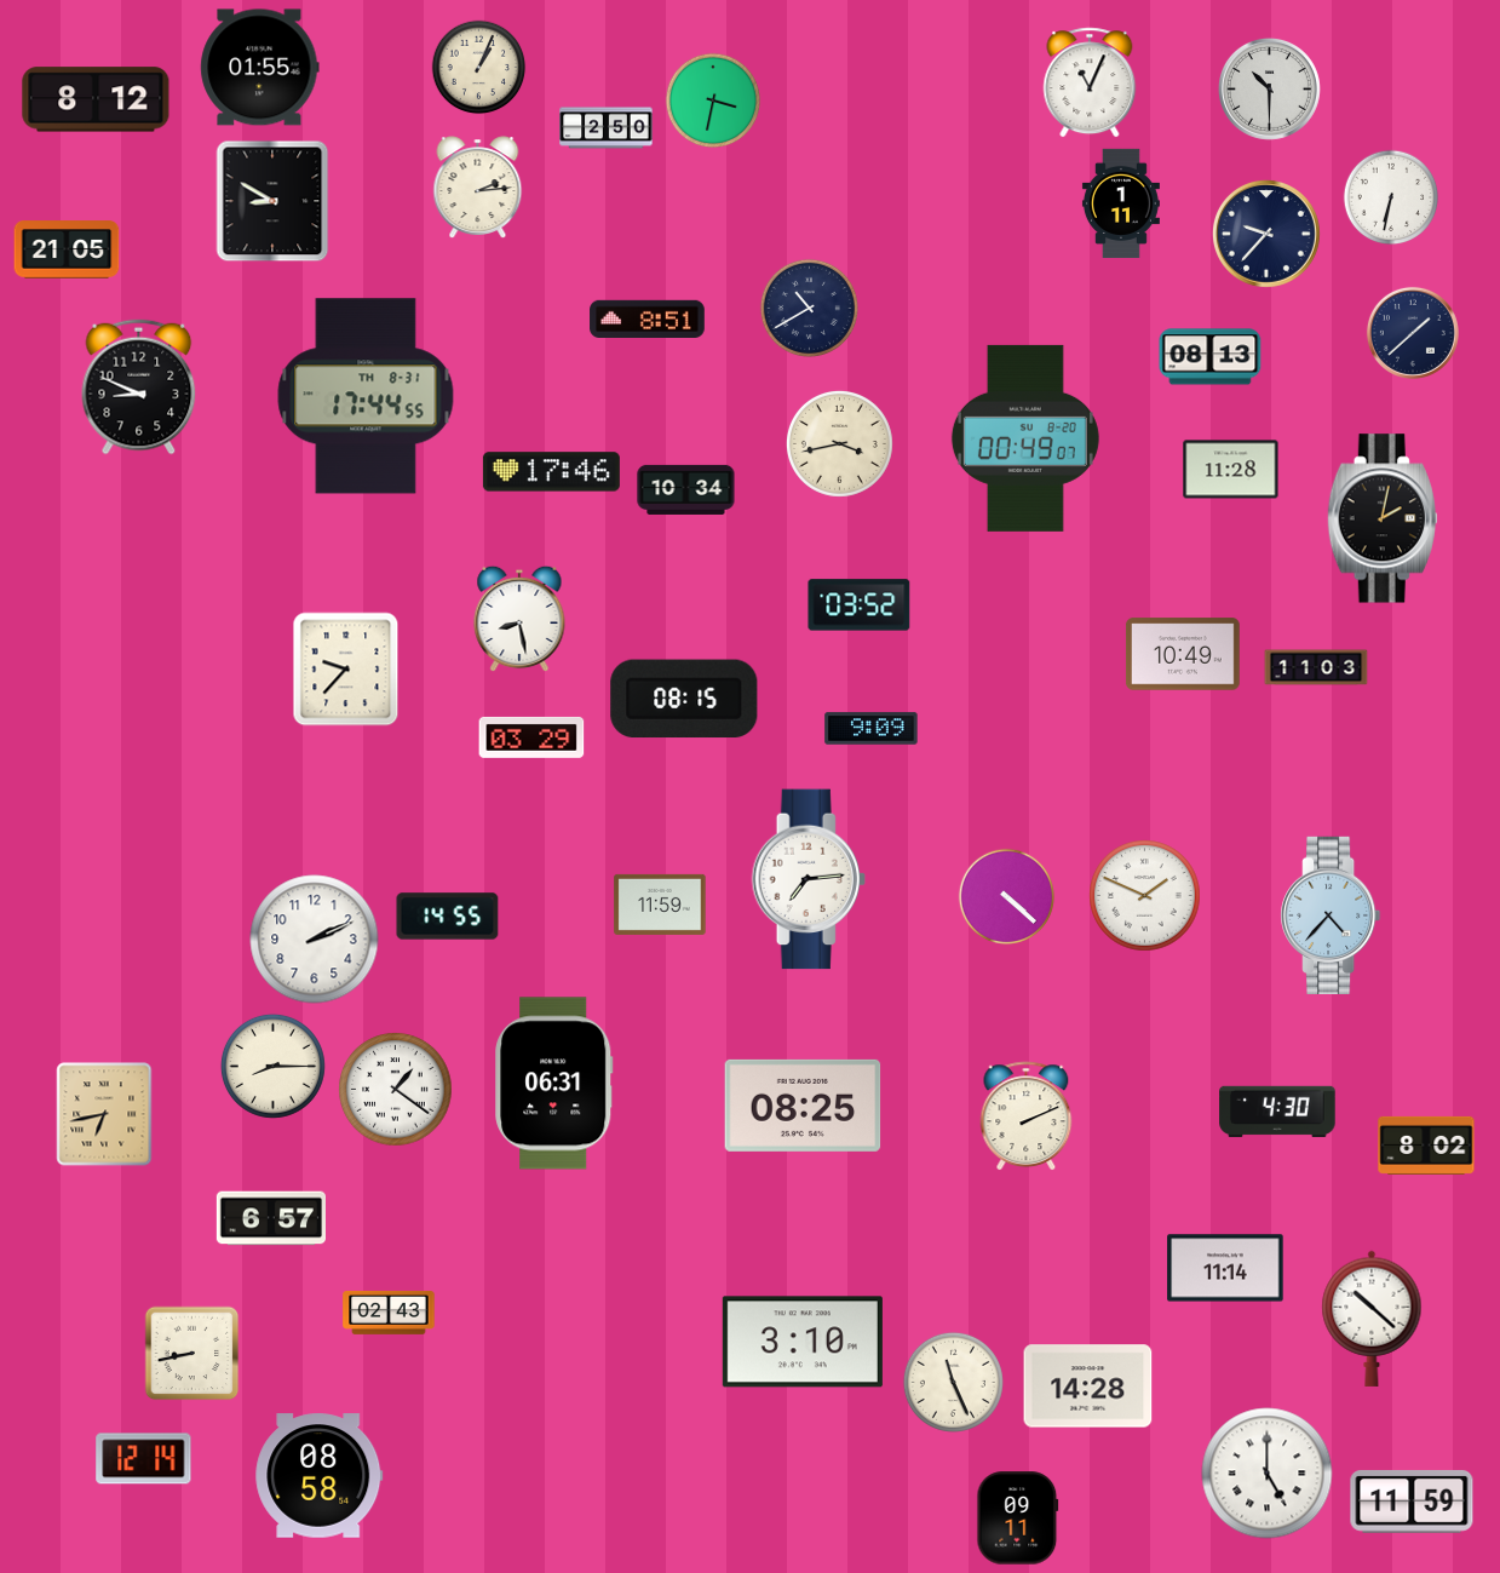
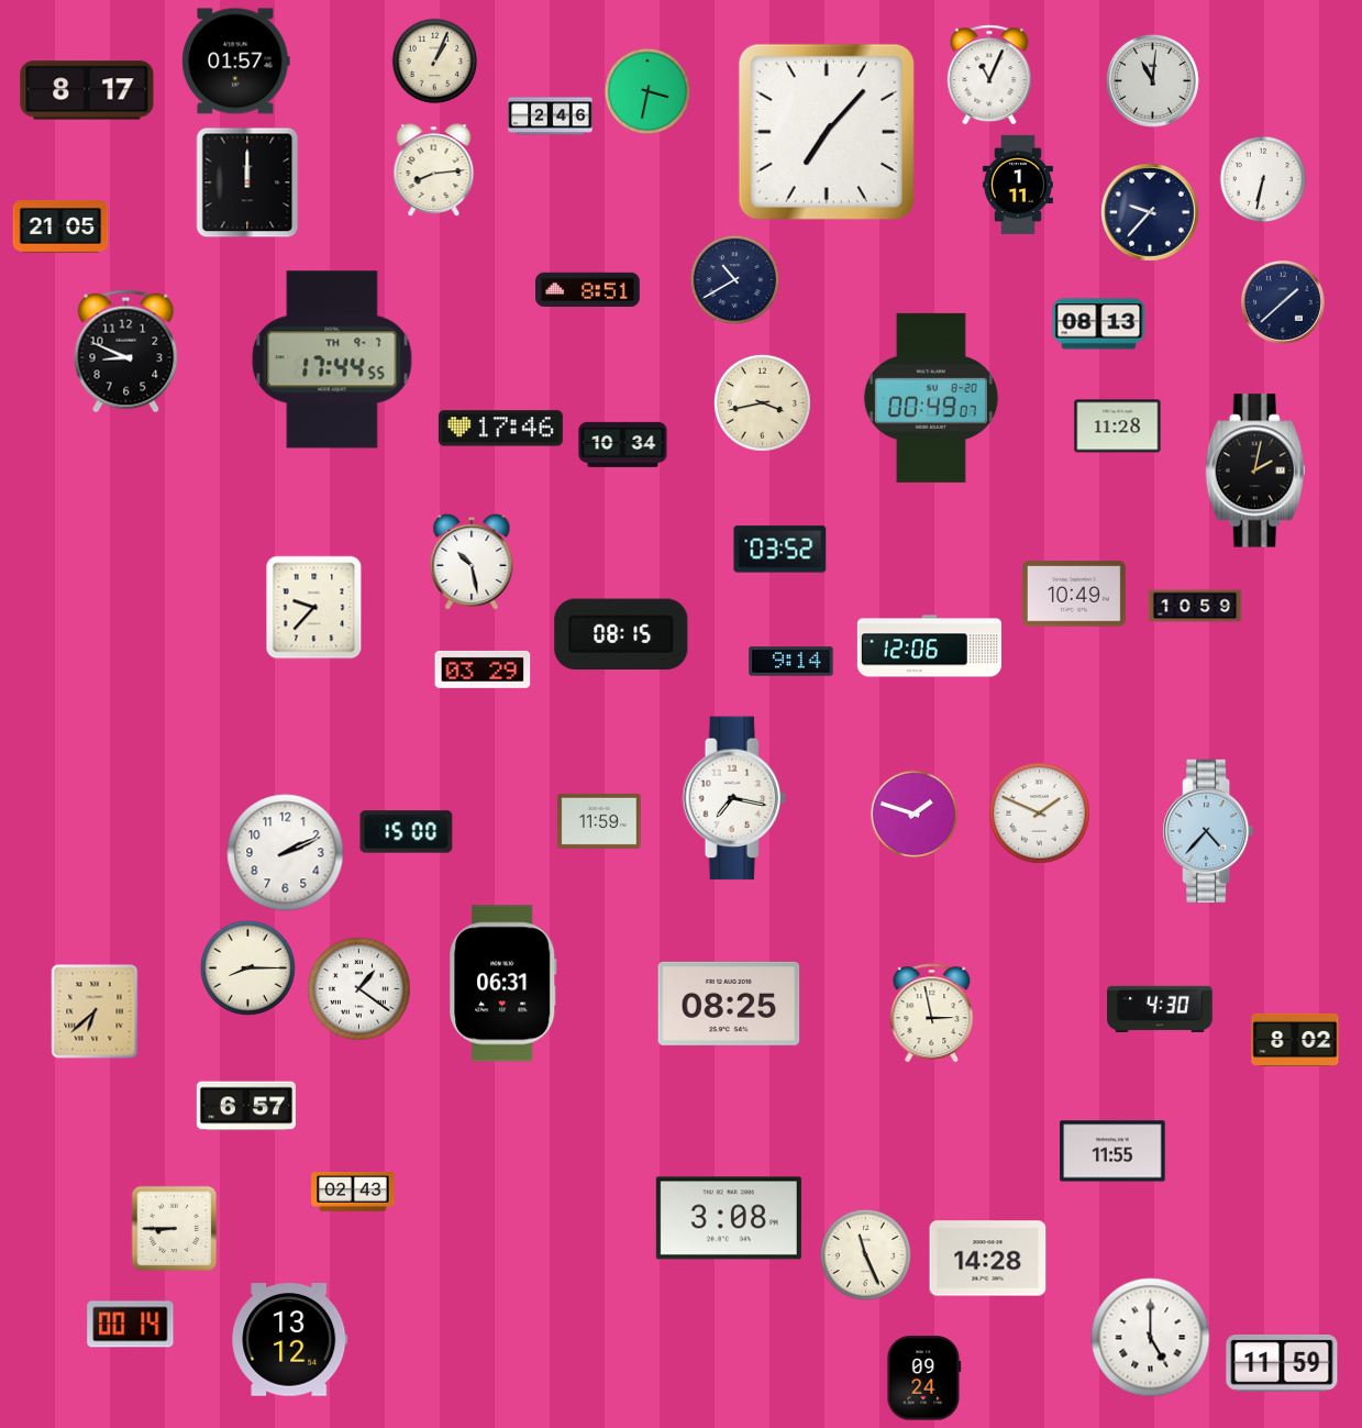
clock at (260, 68): 01:55 -> 01:57
clock at (1269, 88): 10:30 -> 11:01
clock at (96, 99): 8:12 -> 8:17
clock at (607, 128): 2:50 -> 2:46
clock at (827, 132): none -> 7:07
clock at (478, 188): 2:14 -> 8:14
clock at (272, 201): 8:50 -> 12:00
clock at (366, 396) date: TH 8-31 -> TH 9-7
clock at (519, 619): 8:28 -> 10:28
clock at (1316, 667): 11:03 -> 10:59
clock at (929, 646): none -> 12:06
clock at (872, 729): 9:09 -> 9:14
clock at (809, 879): 7:14 -> 7:17
clock at (1007, 897): 4:22 -> 1:48
clock at (448, 917): 14:55 -> 15:00
clock at (104, 1114): 6:43 -> 6:38
clock at (1027, 1116): 2:11 -> 2:58
clock at (1225, 1268): 11:14 -> 11:55
clock at (1372, 1319): 10:22 -> none
clock at (803, 1342): 3:10 -> 3:08
clock at (192, 1354): 8:43 -> 8:45
clock at (144, 1459): 12:14 -> 00:14
clock at (320, 1476): 08:58 -> 13:12
clock at (1018, 1519): 09:11 -> 09:24
